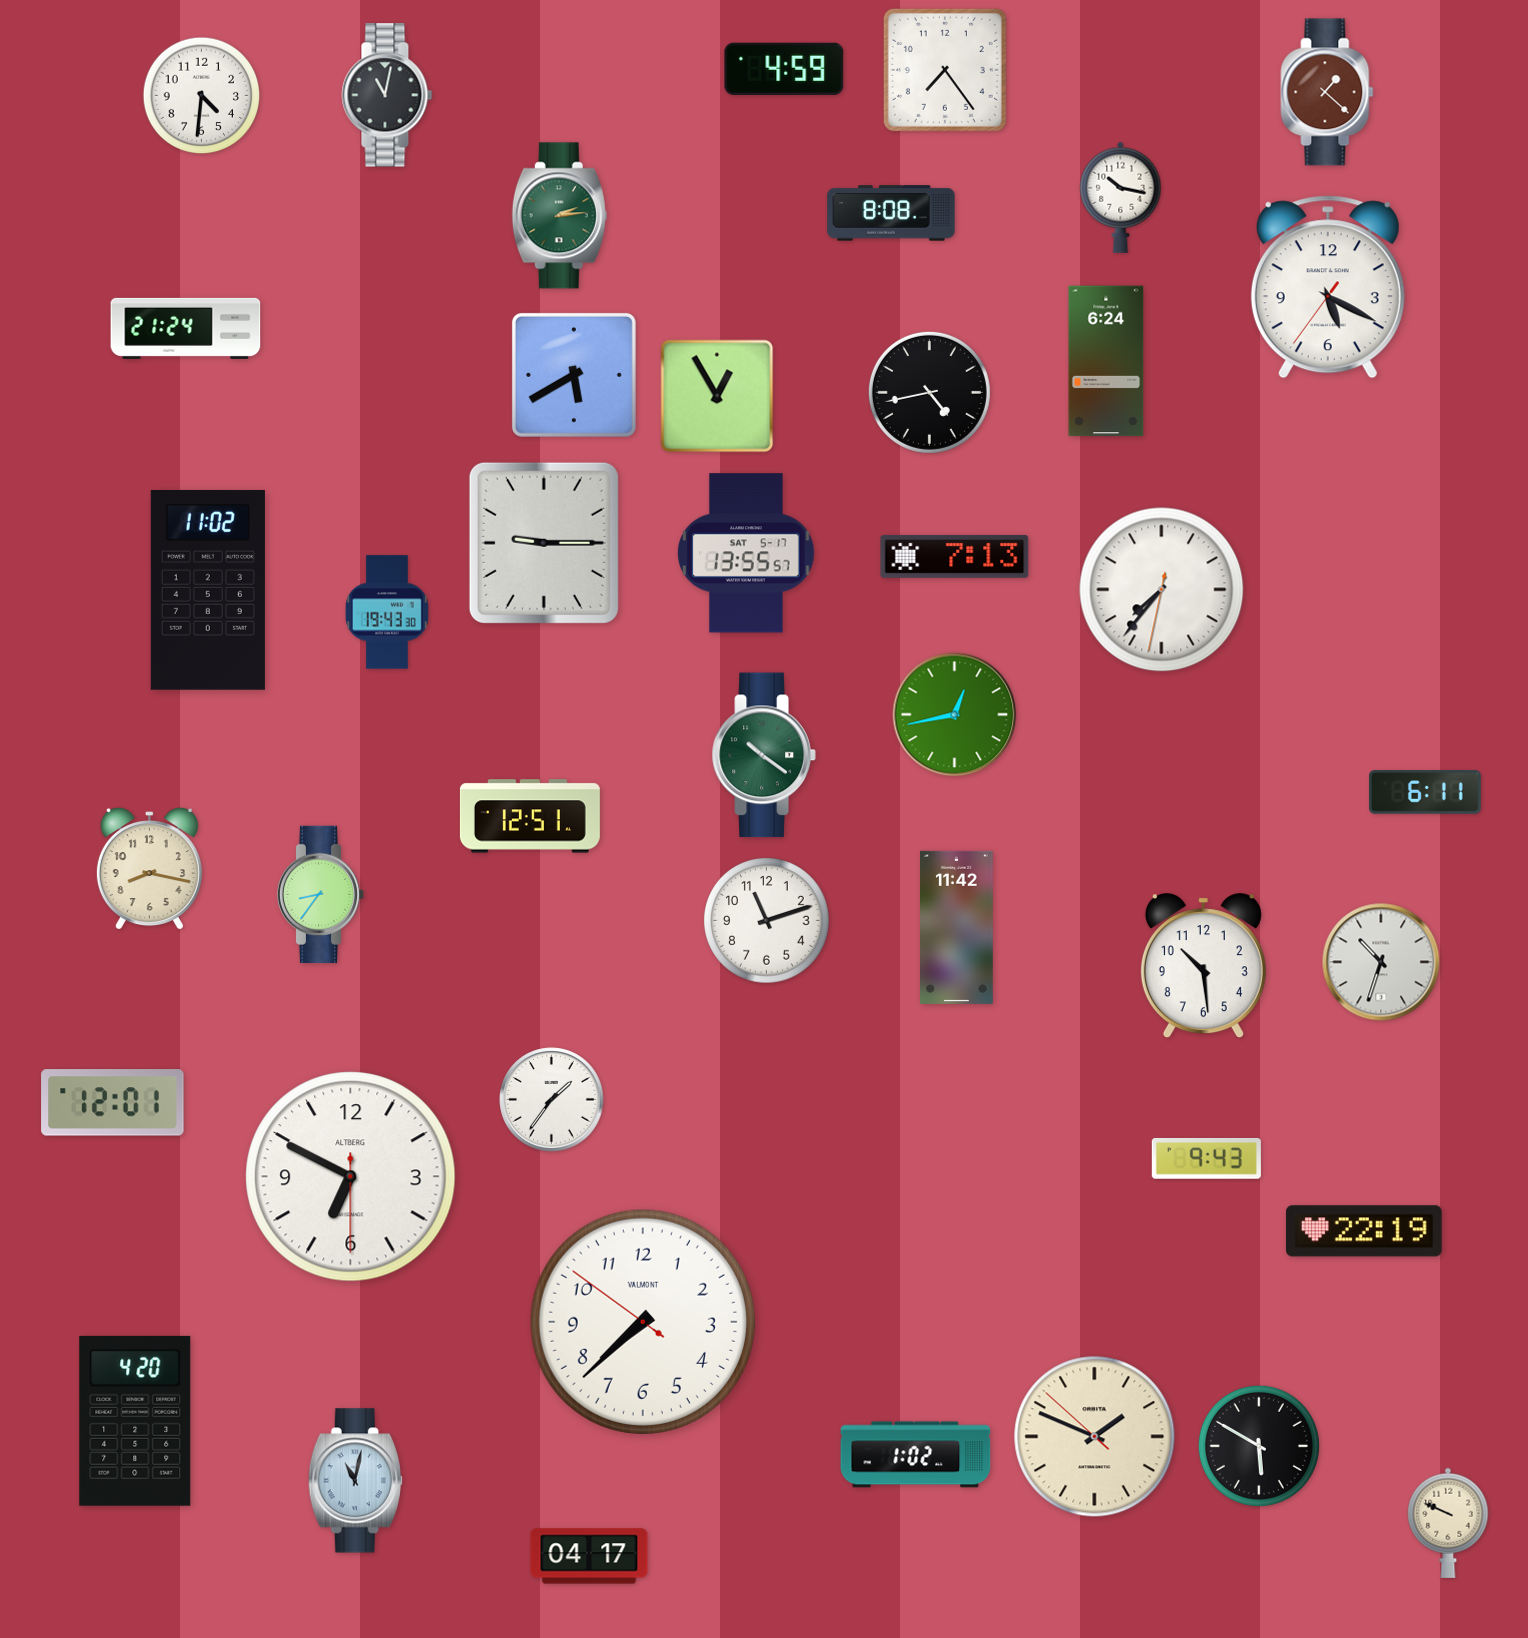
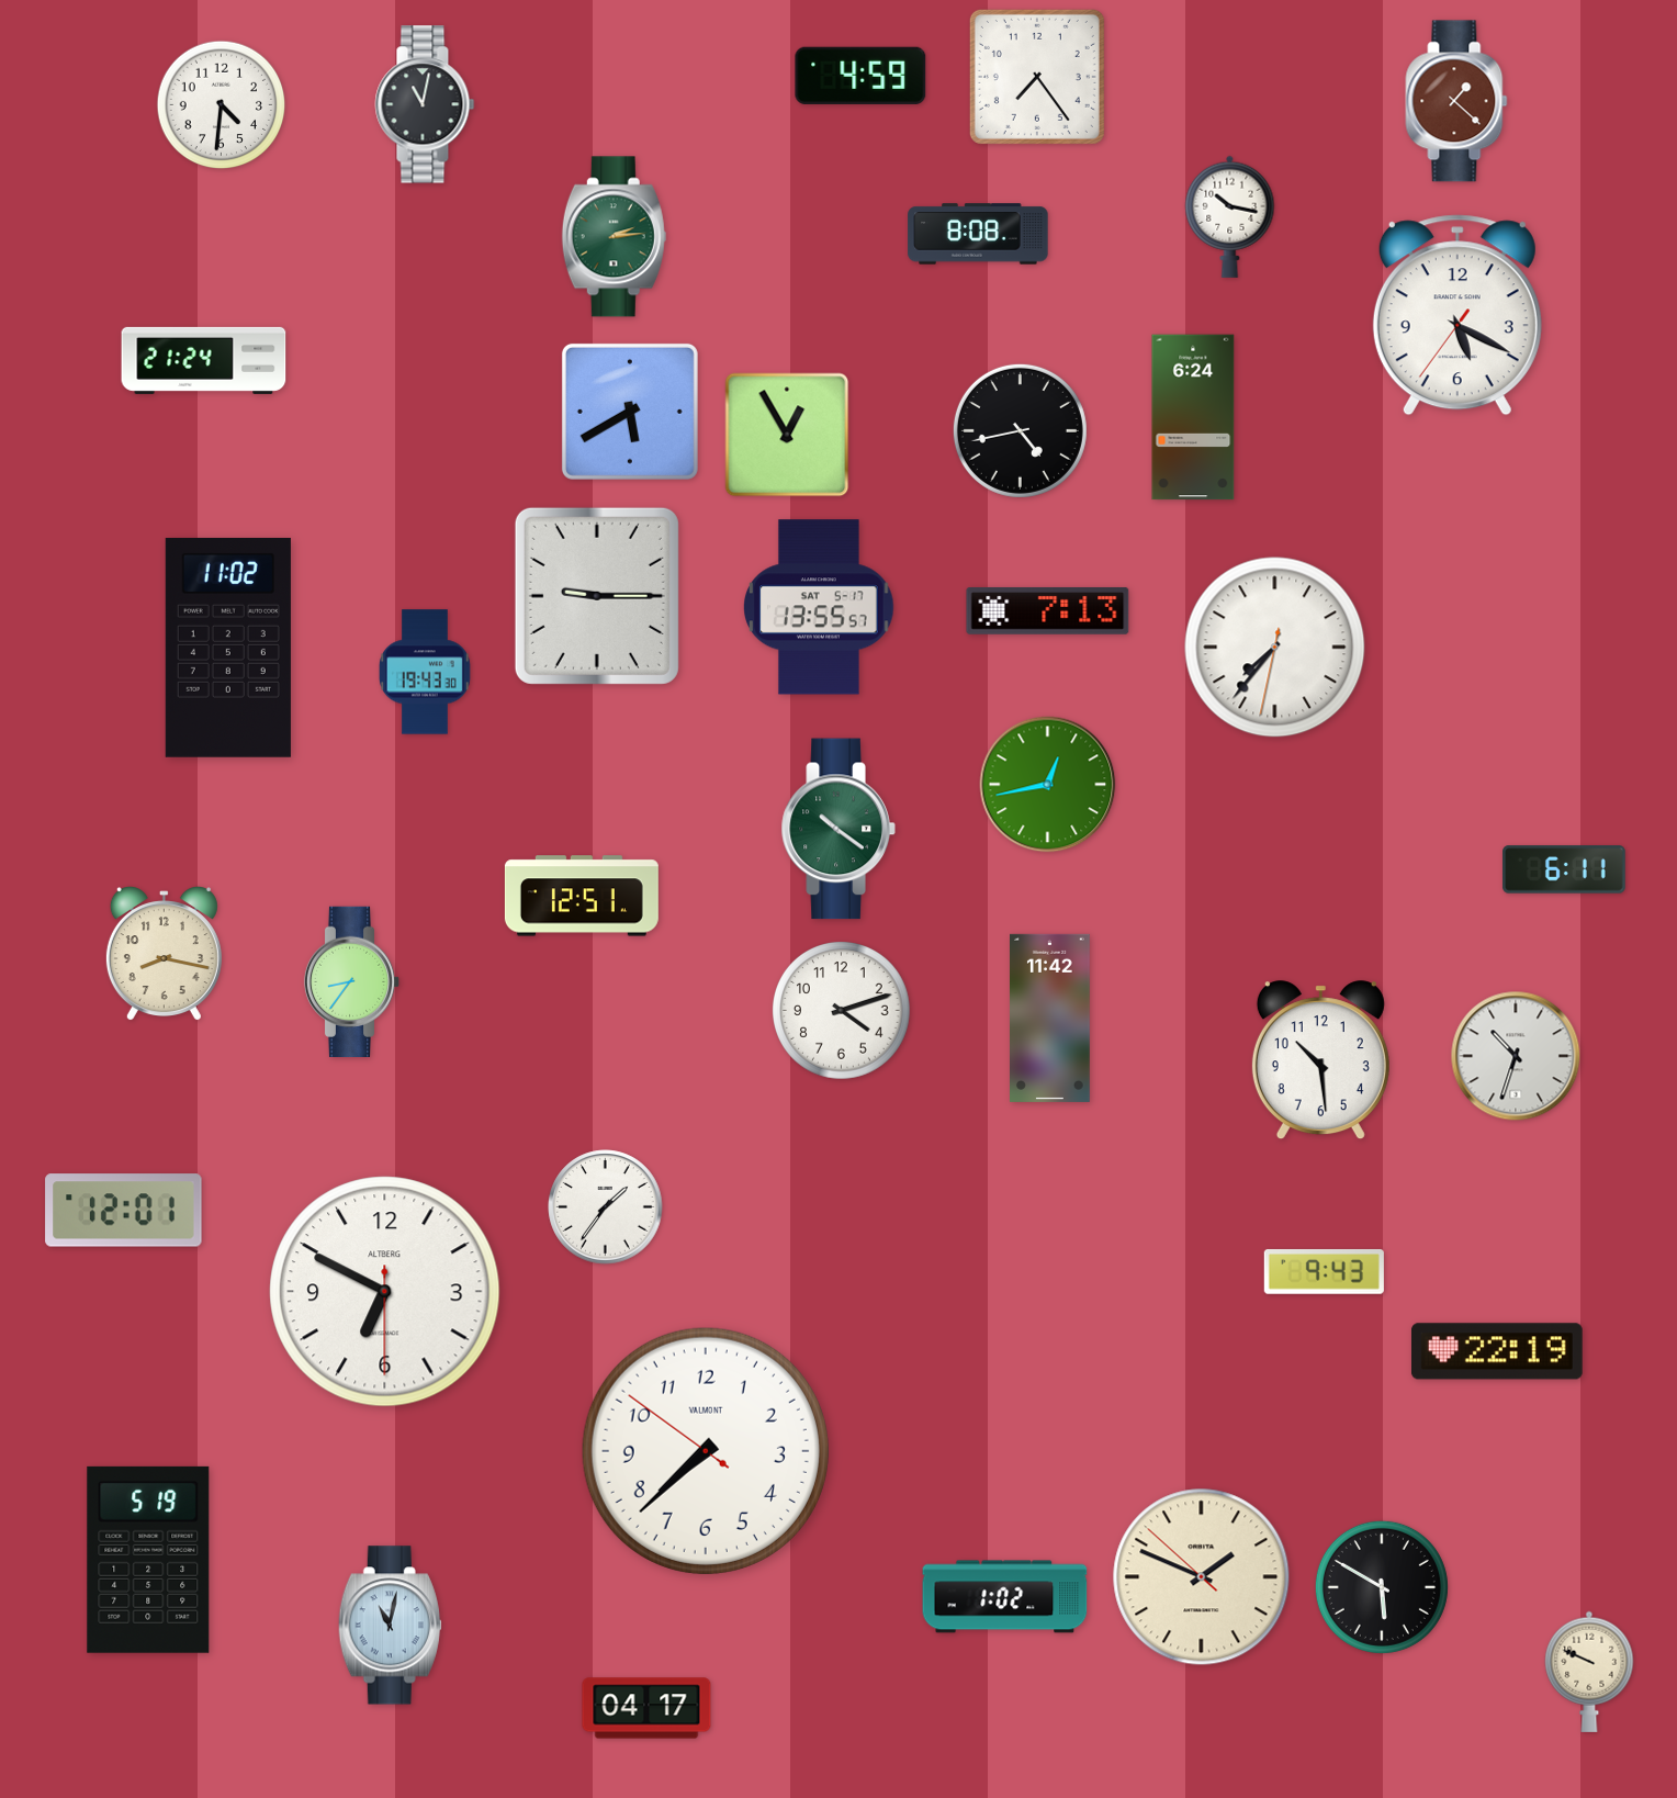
clock at (1106, 361) position: (1106, 361) -> (1193, 417)
clock at (767, 921): 11:12 -> 4:12
clock at (135, 1421): 4:20 -> 5:19
